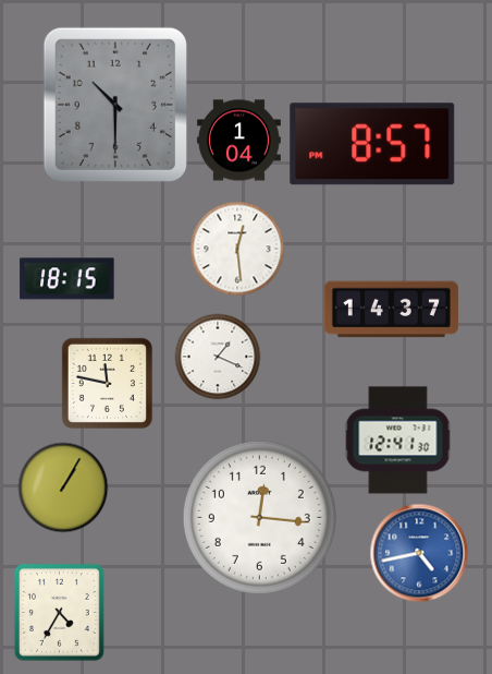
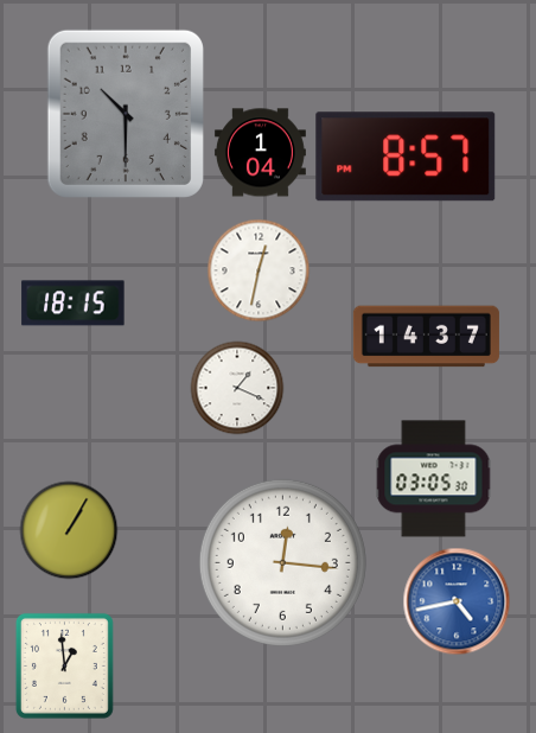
clock at (237, 249): 12:29 -> 12:32
clock at (107, 383): 11:47 -> none
clock at (398, 441): 12:41 -> 03:05
clock at (59, 612): 4:35 -> 12:59
